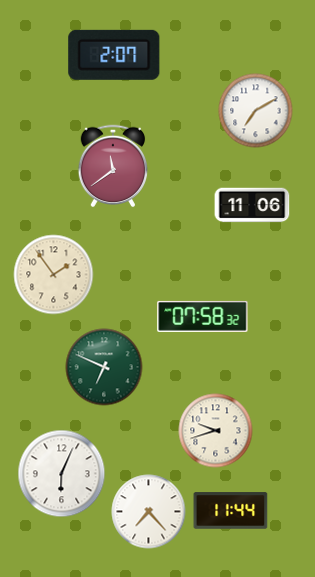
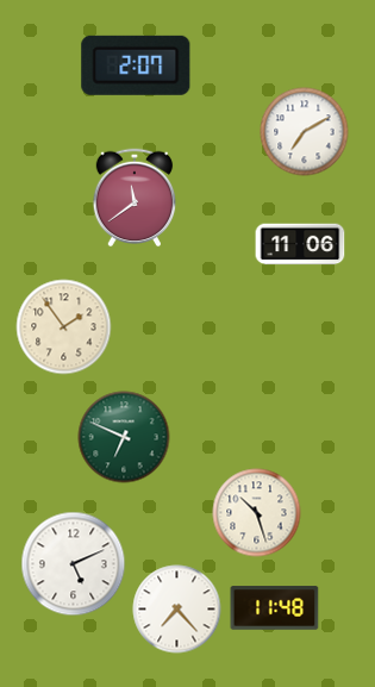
clock at (203, 316): 07:58 -> none
clock at (216, 431): 9:42 -> 10:27
clock at (62, 474): 6:04 -> 5:11
clock at (231, 511): 11:44 -> 11:48
